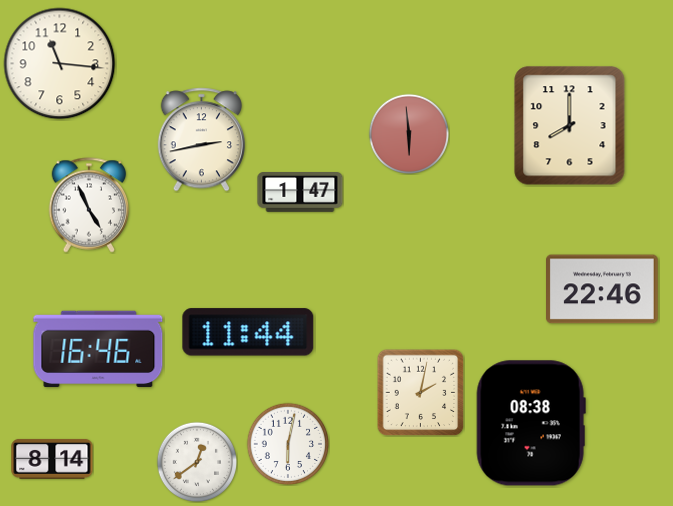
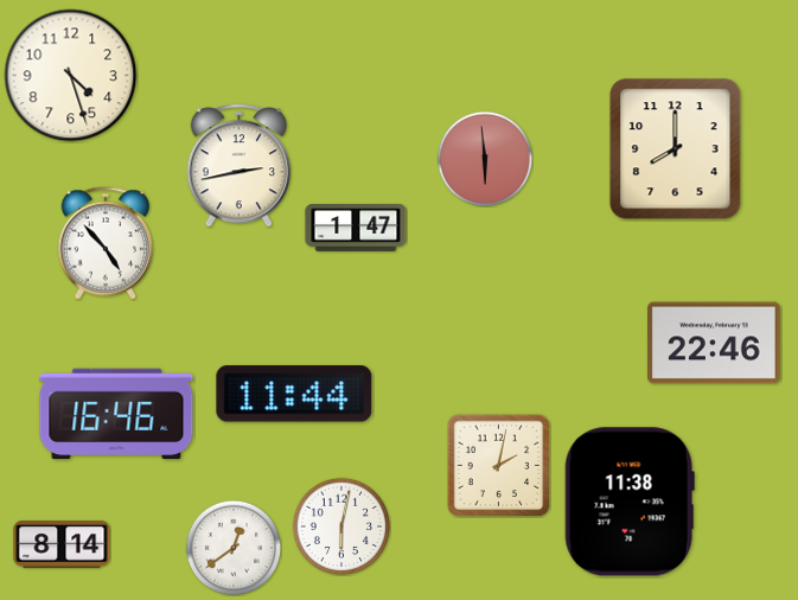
clock at (60, 64): 11:16 -> 4:27
clock at (89, 205): 4:56 -> 4:53
clock at (531, 423): 08:38 -> 11:38
